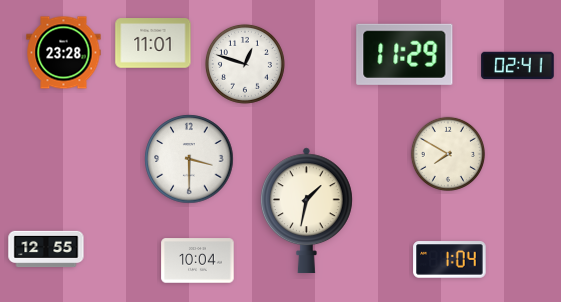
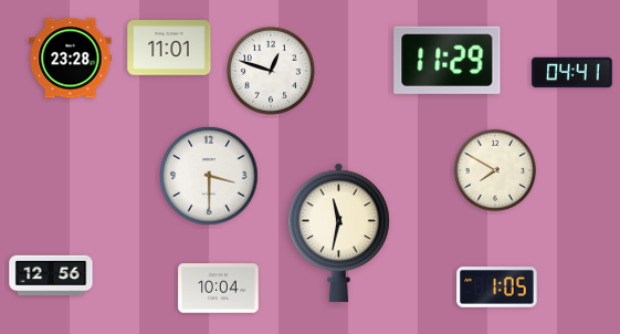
clock at (518, 66): 02:41 -> 04:41
clock at (306, 211): 1:32 -> 11:32
clock at (46, 249): 12:55 -> 12:56
clock at (450, 260): 1:04 -> 1:05
